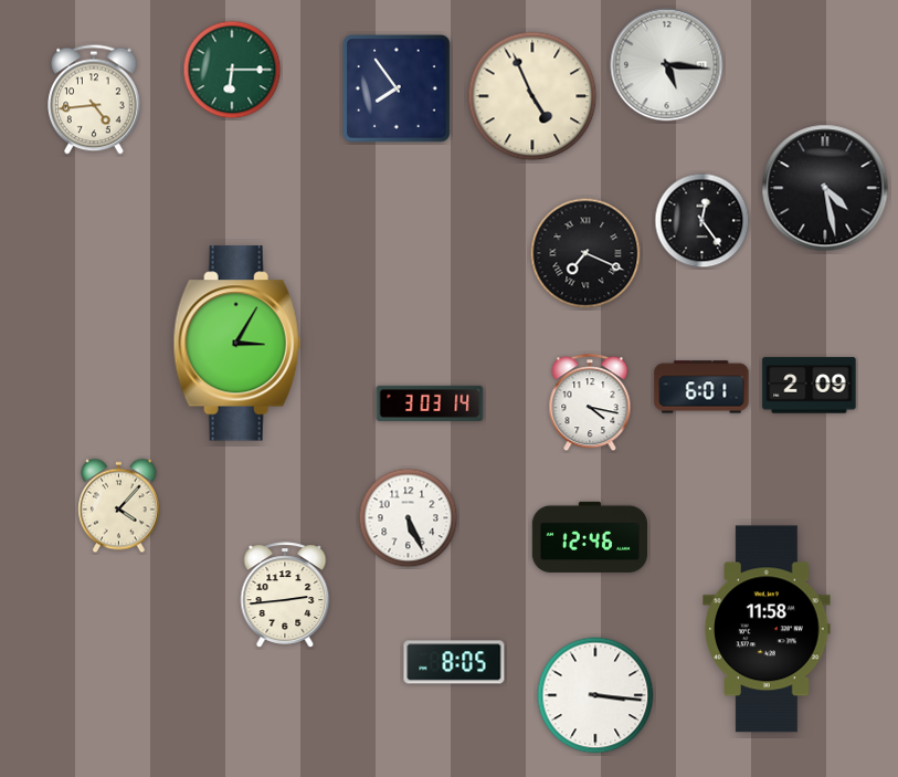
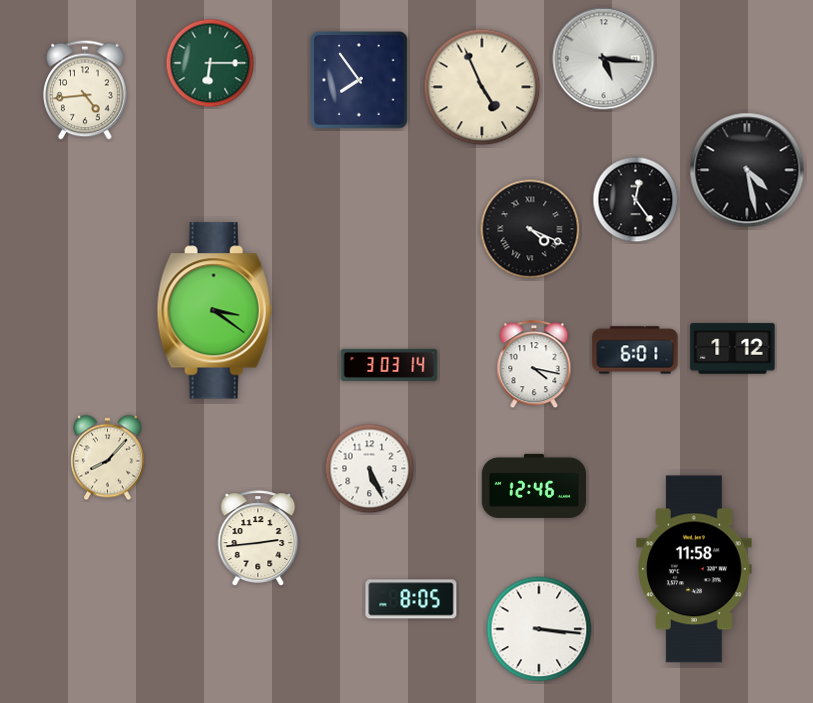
clock at (585, 253): 7:19 -> 4:19
clock at (236, 344): 3:05 -> 3:21
clock at (810, 386): 2:09 -> 1:12
clock at (119, 506): 4:07 -> 8:07
